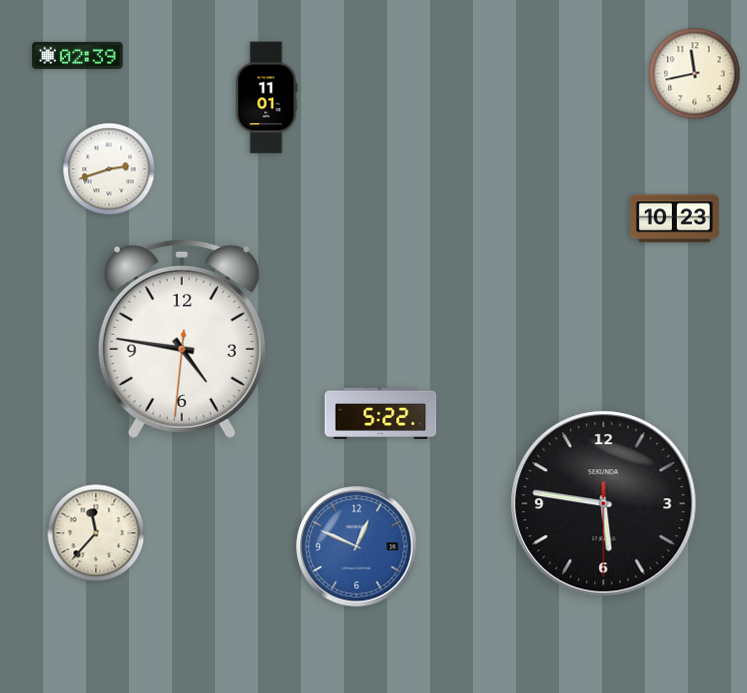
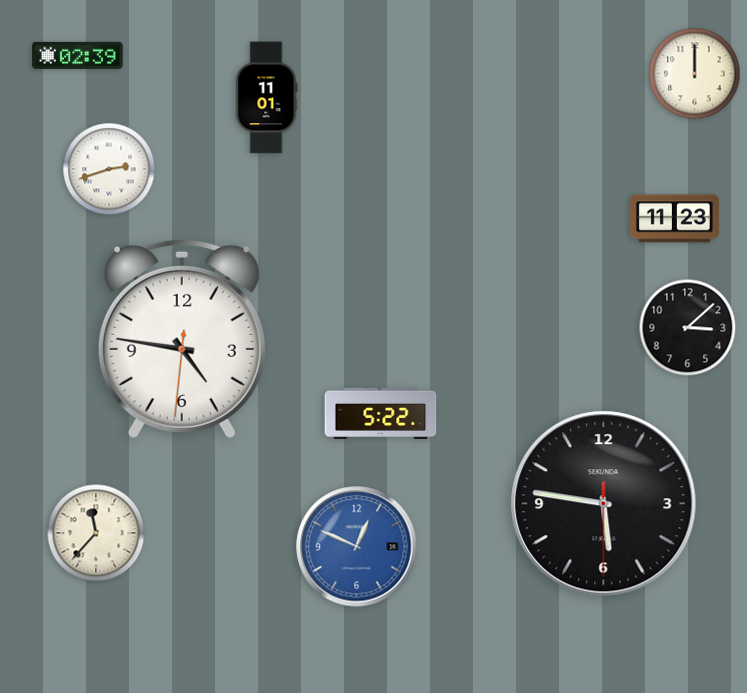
clock at (695, 74): 11:43 -> 12:00
clock at (674, 219): 10:23 -> 11:23
clock at (688, 328): none -> 3:08
